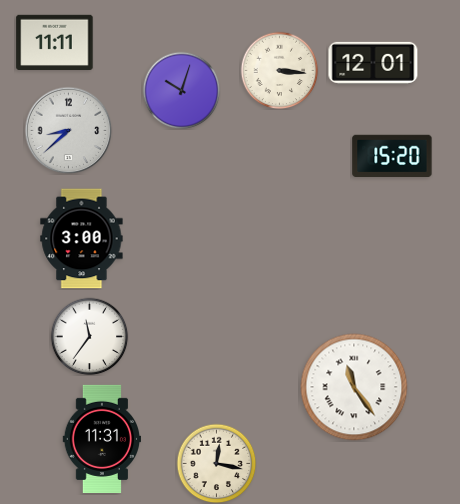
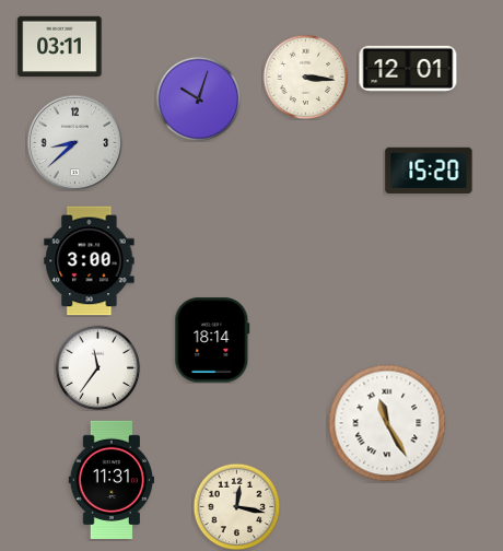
clock at (55, 42): 11:11 -> 03:11
clock at (212, 340): none -> 18:14
clock at (354, 387): 11:24 -> 11:25
